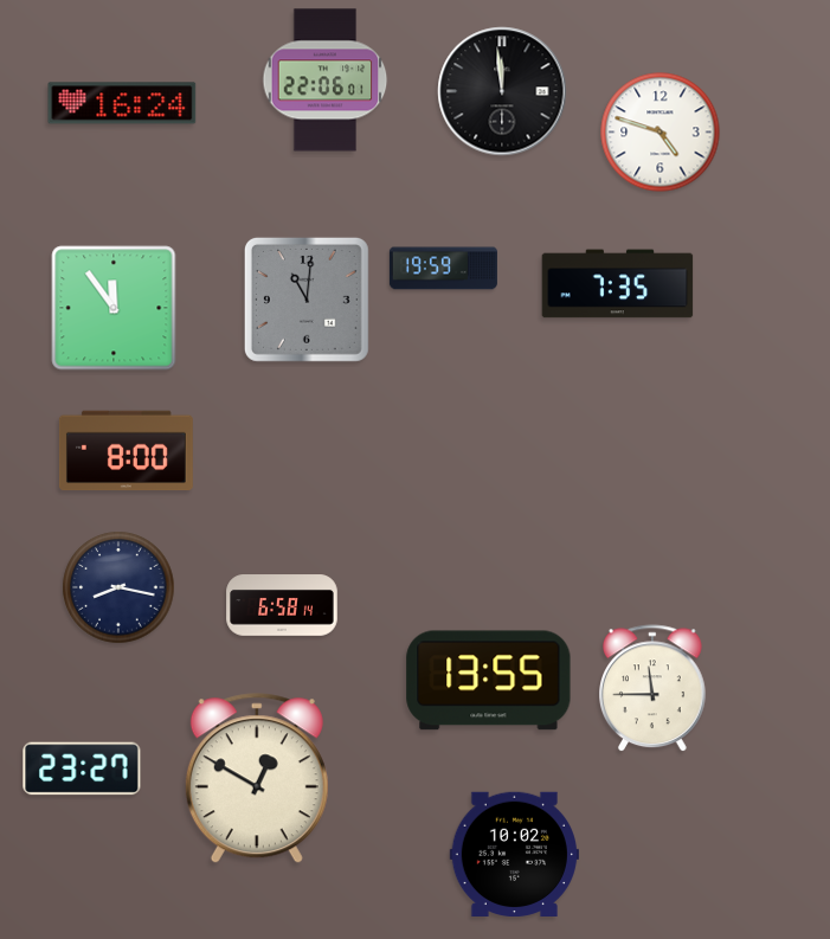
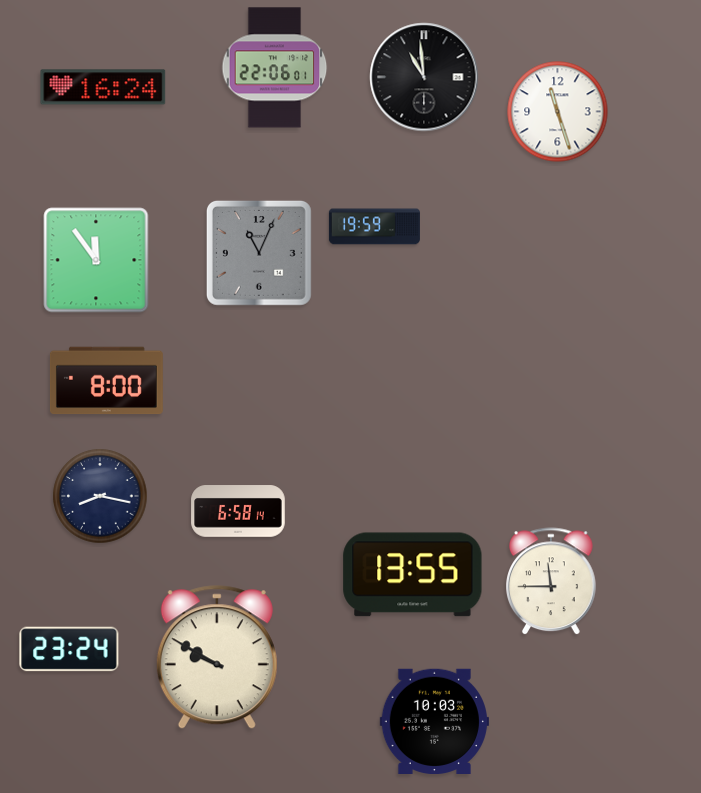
clock at (502, 91): 11:59 -> 10:59
clock at (661, 133): 4:48 -> 11:27
clock at (618, 284): 7:35 -> none
clock at (307, 300): 11:01 -> 11:04
clock at (82, 768): 23:27 -> 23:24
clock at (257, 779): 12:50 -> 9:50
clock at (514, 854): 10:02 -> 10:03
